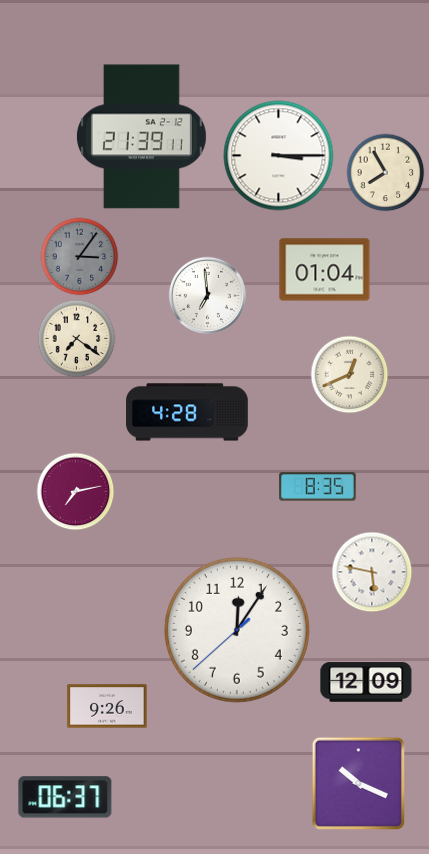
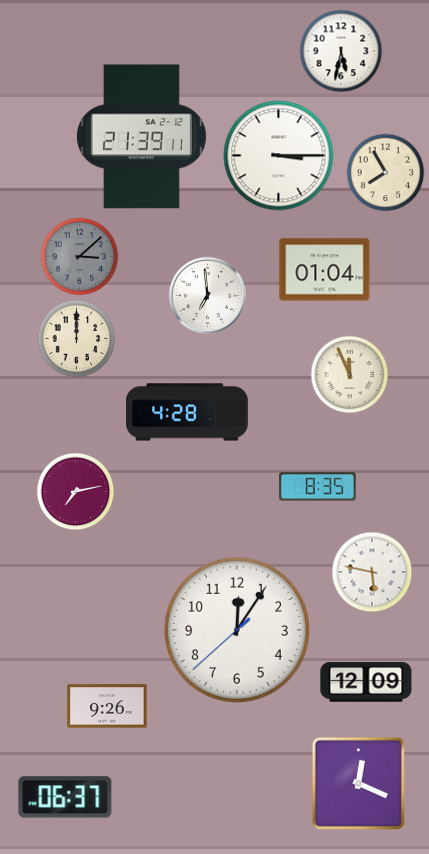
clock at (341, 51): none -> 5:32
clock at (79, 256): 3:06 -> 3:08
clock at (76, 338): 7:21 -> 12:00
clock at (349, 374): 12:41 -> 11:56
clock at (358, 783): 10:19 -> 12:19
